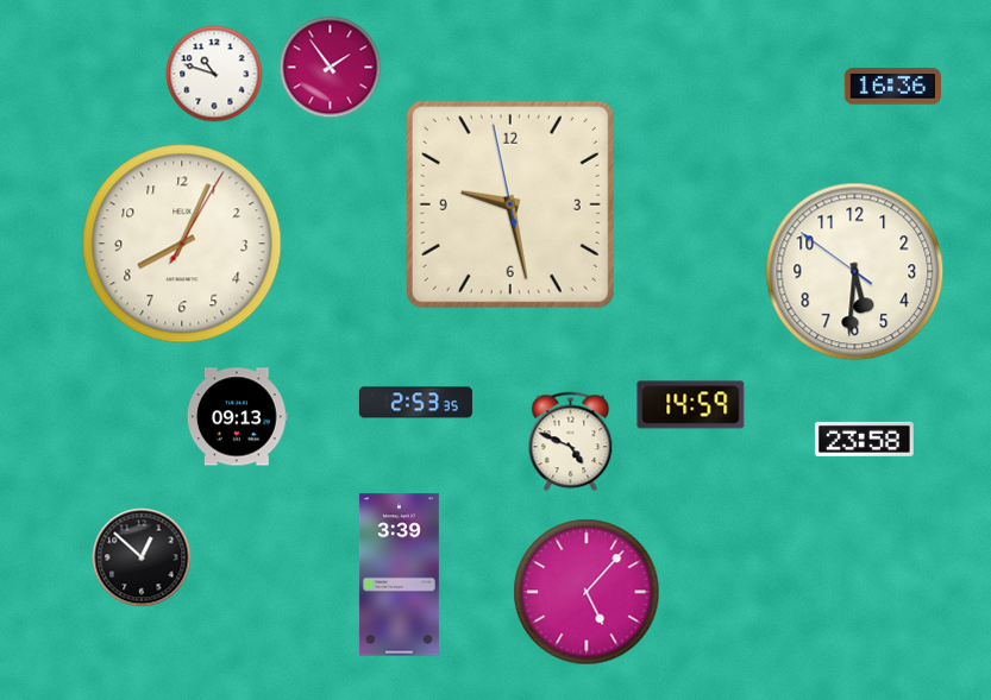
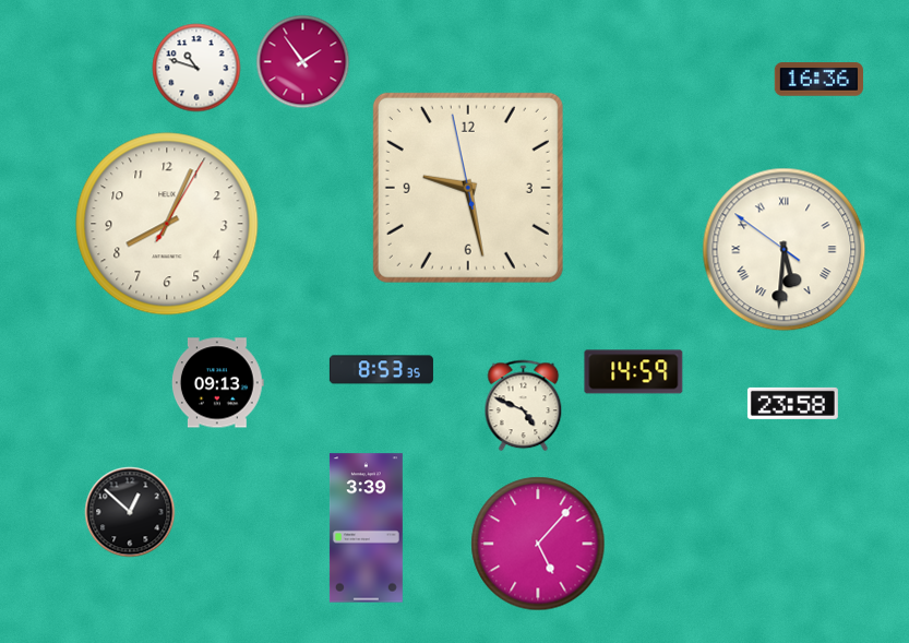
clock at (855, 272) numerals: Arabic -> Roman
clock at (415, 403): 2:53 -> 8:53
